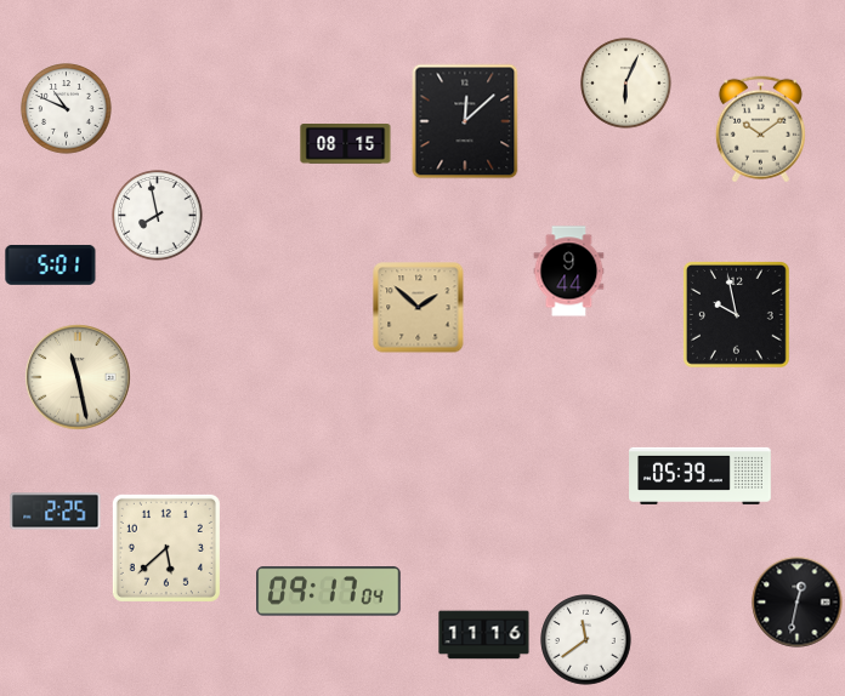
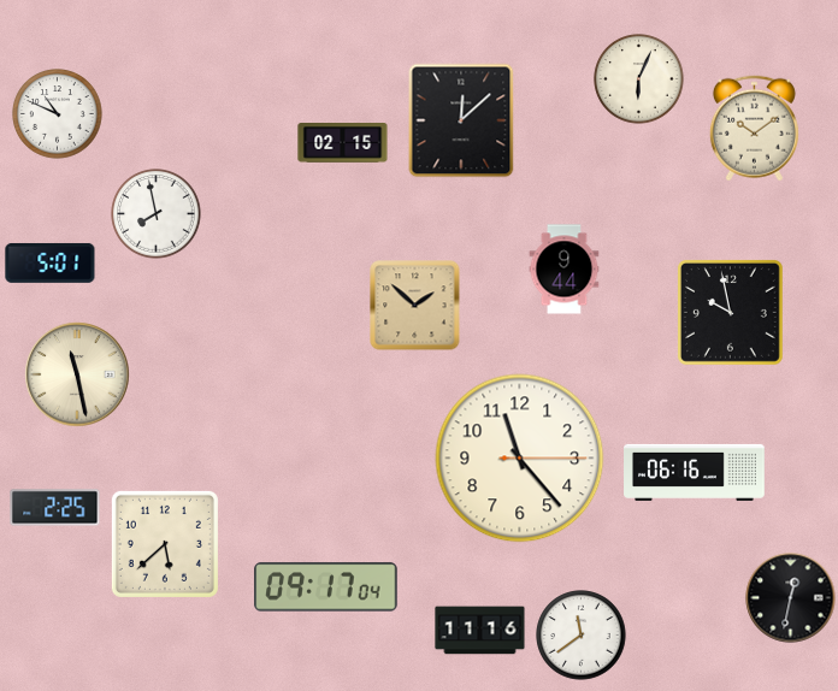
clock at (626, 84) position: (626, 84) -> (639, 79)
clock at (67, 109) position: (67, 109) -> (58, 114)
clock at (346, 144): 08:15 -> 02:15
clock at (520, 459): none -> 11:23
clock at (701, 475): 05:39 -> 06:16
